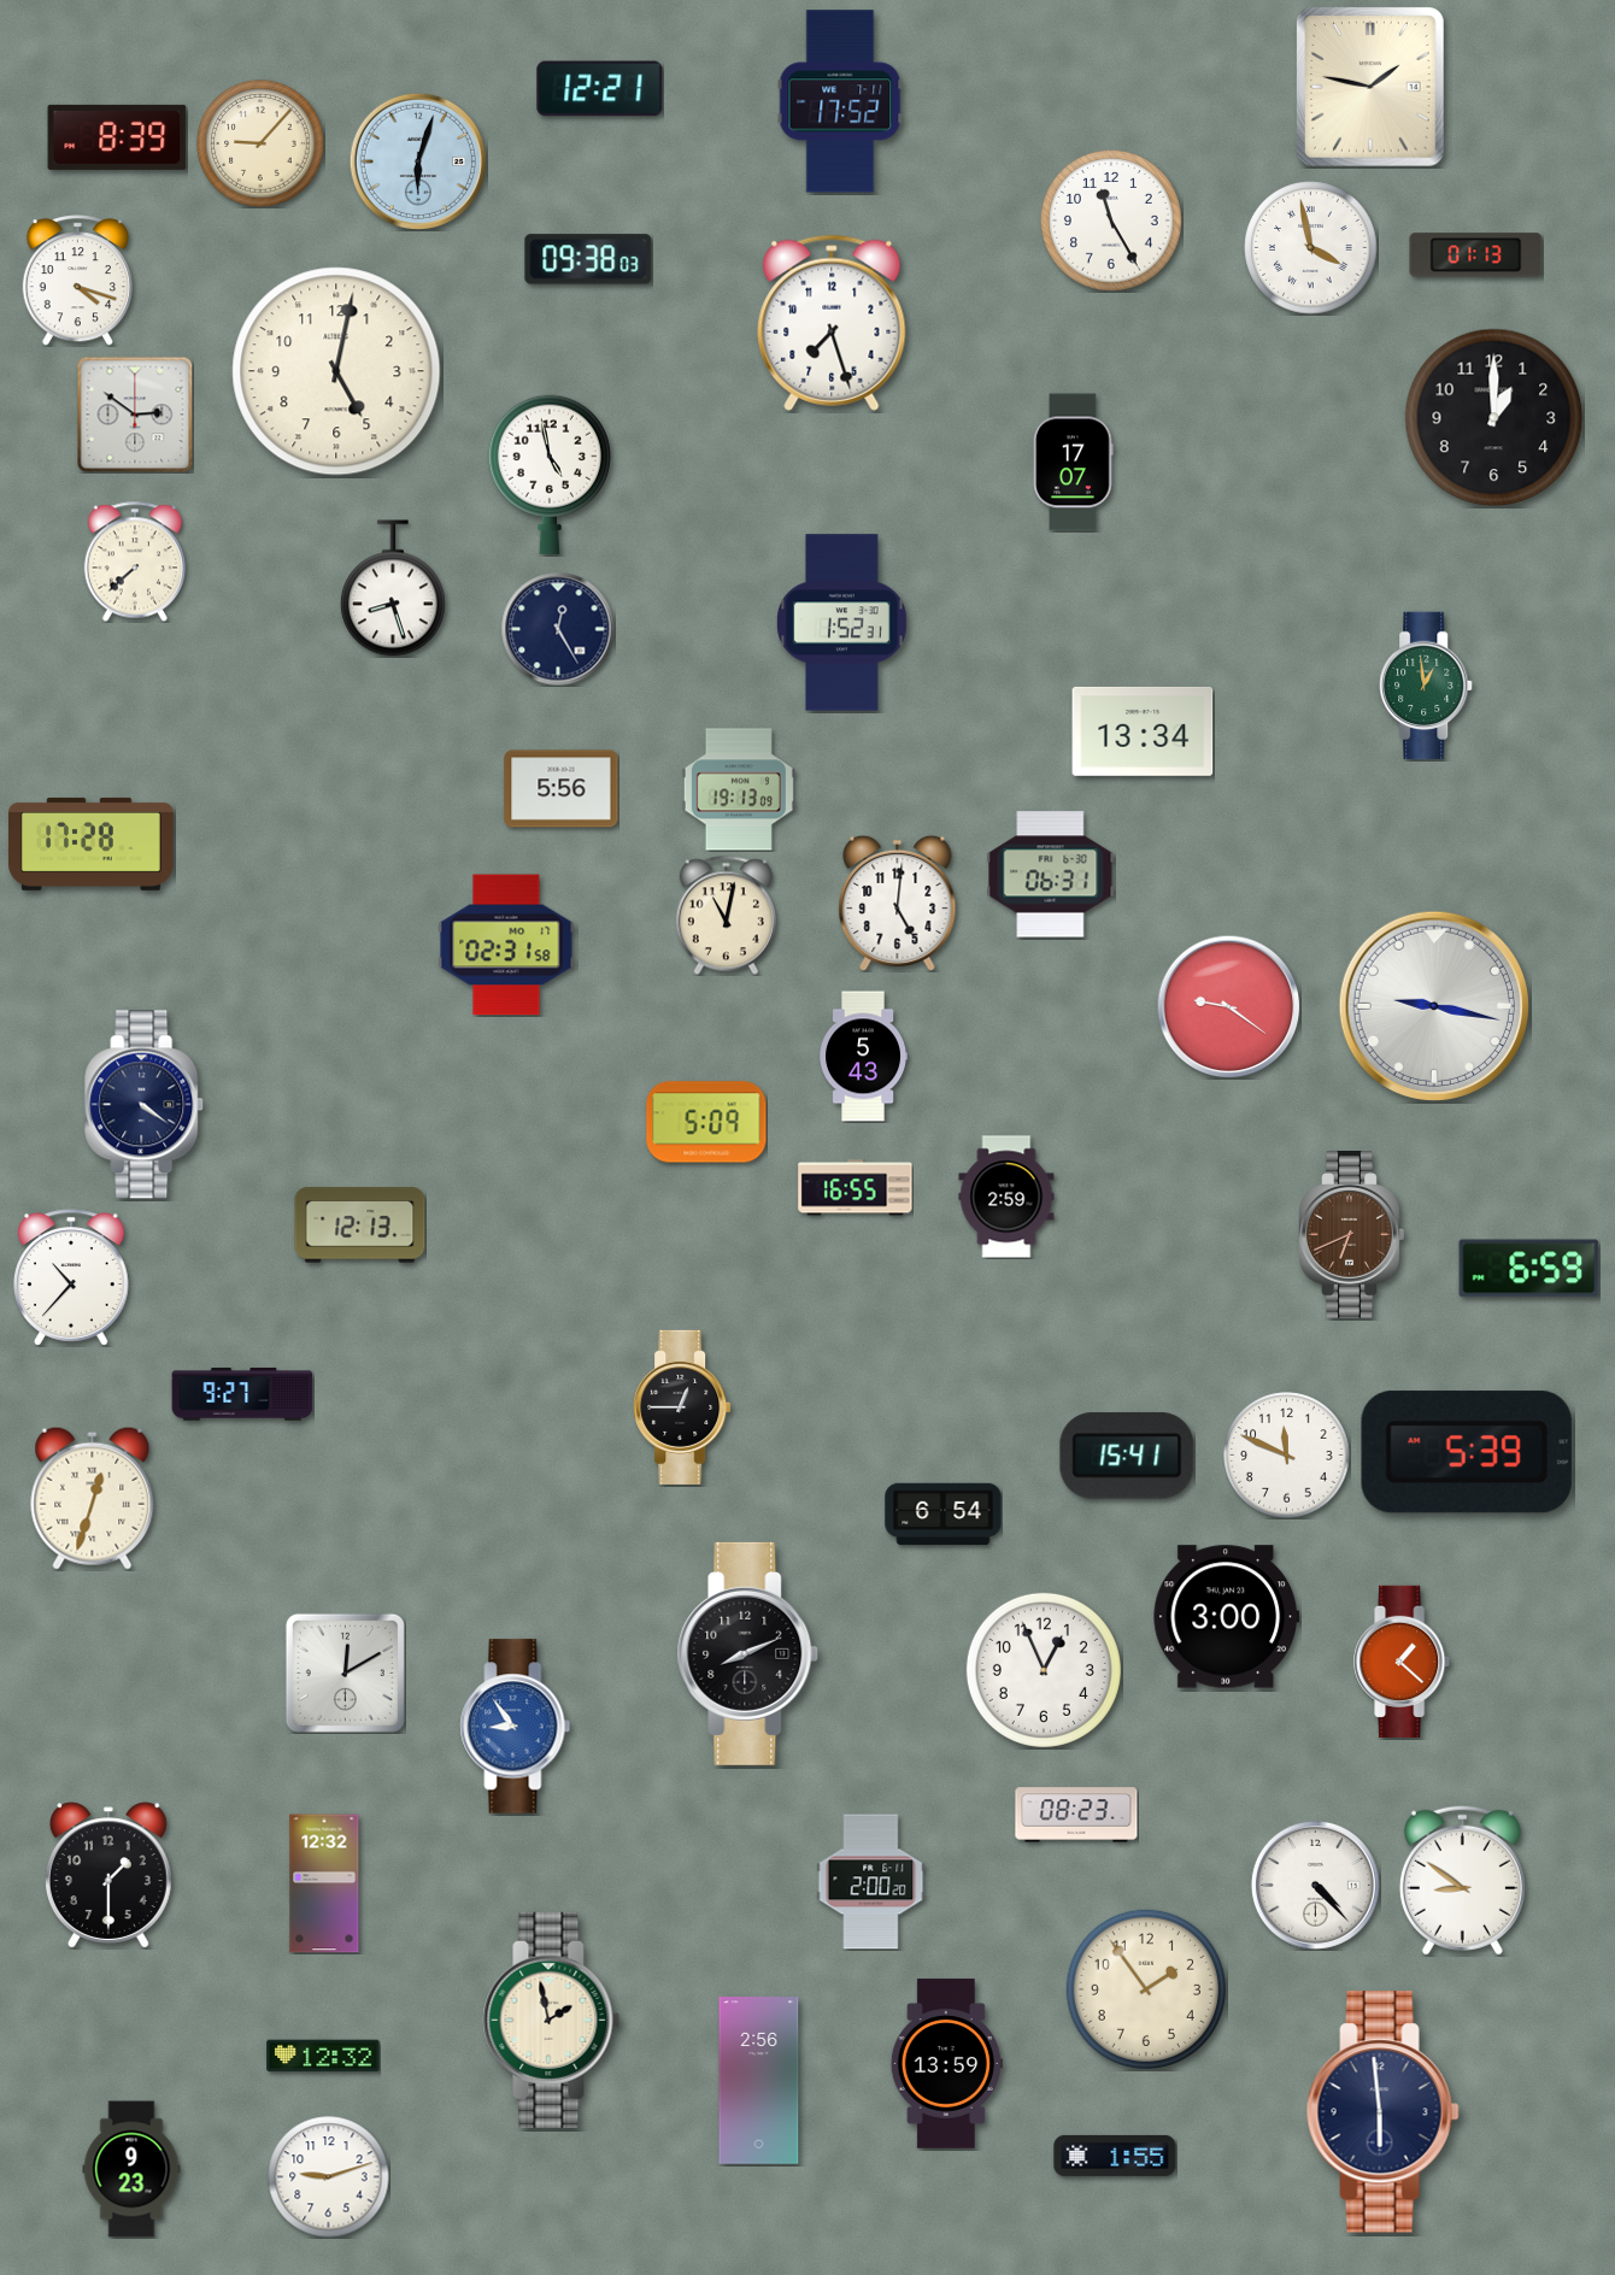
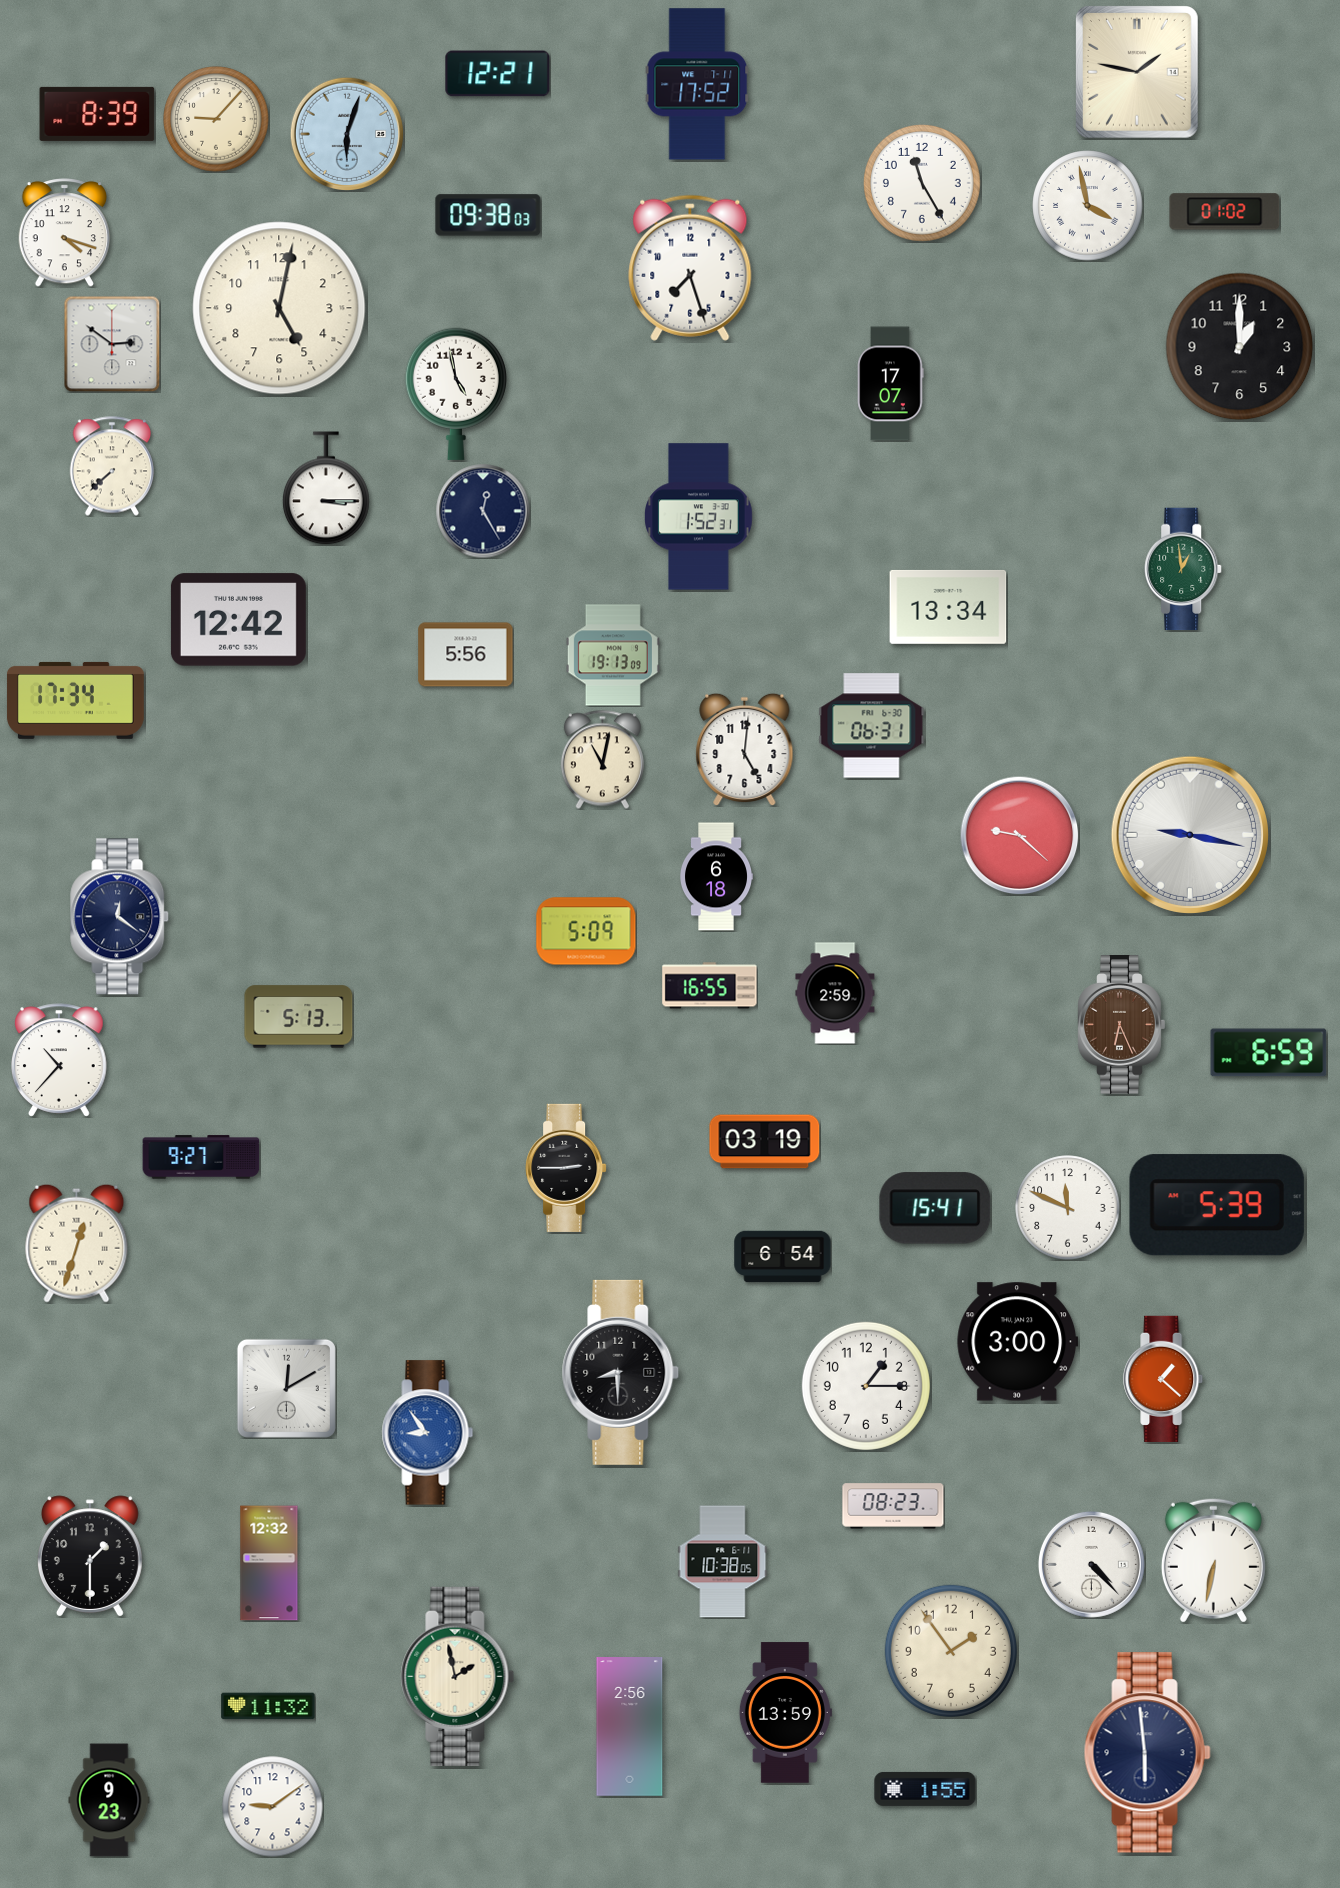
clock at (1476, 255): 01:13 -> 01:02
clock at (394, 588): 8:27 -> 3:15
clock at (558, 629) position: (558, 629) -> (483, 511)
clock at (238, 620): none -> 12:42
clock at (90, 843): 17:28 -> 17:34
clock at (506, 945): 02:31 -> none
clock at (1228, 1006): 9:21 -> 9:22
clock at (863, 1057): 5:43 -> 6:18
clock at (145, 1105): 4:21 -> 12:21
clock at (360, 1225): 12:13 -> 5:13
clock at (1352, 1235): 6:41 -> 6:26
clock at (765, 1142): none -> 03:19
clock at (682, 1407): 12:45 -> 2:45
clock at (748, 1653): 8:11 -> 8:30
clock at (1044, 1670): 12:56 -> 1:15
clock at (1462, 1880): 8:51 -> 6:32
clock at (871, 1882): 2:00 -> 10:38
clock at (323, 2056): 12:32 -> 11:32
clock at (329, 2177): 9:12 -> 9:09
